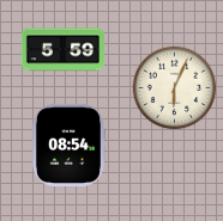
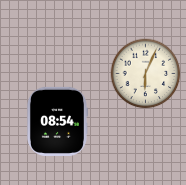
clock at (62, 50): 5:59 -> none
